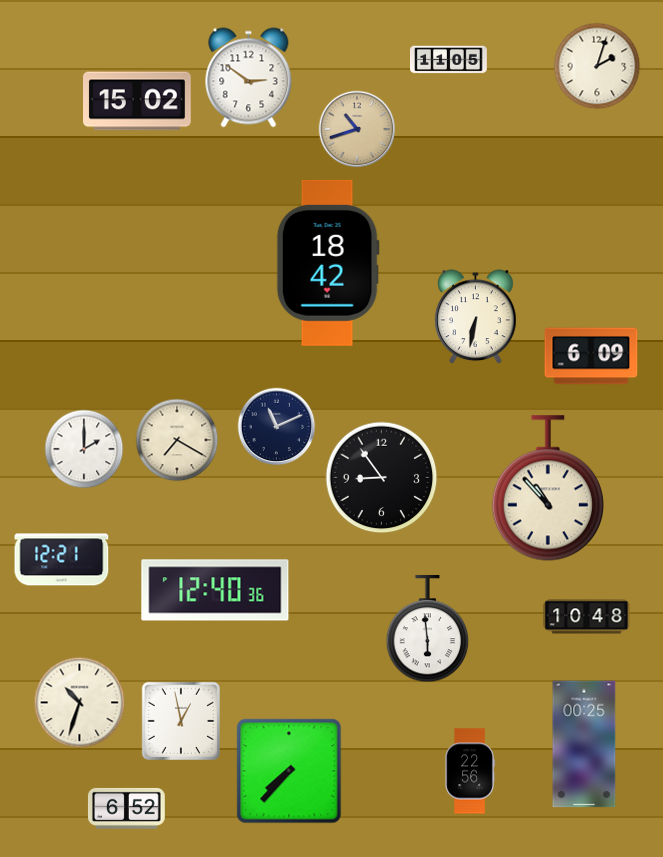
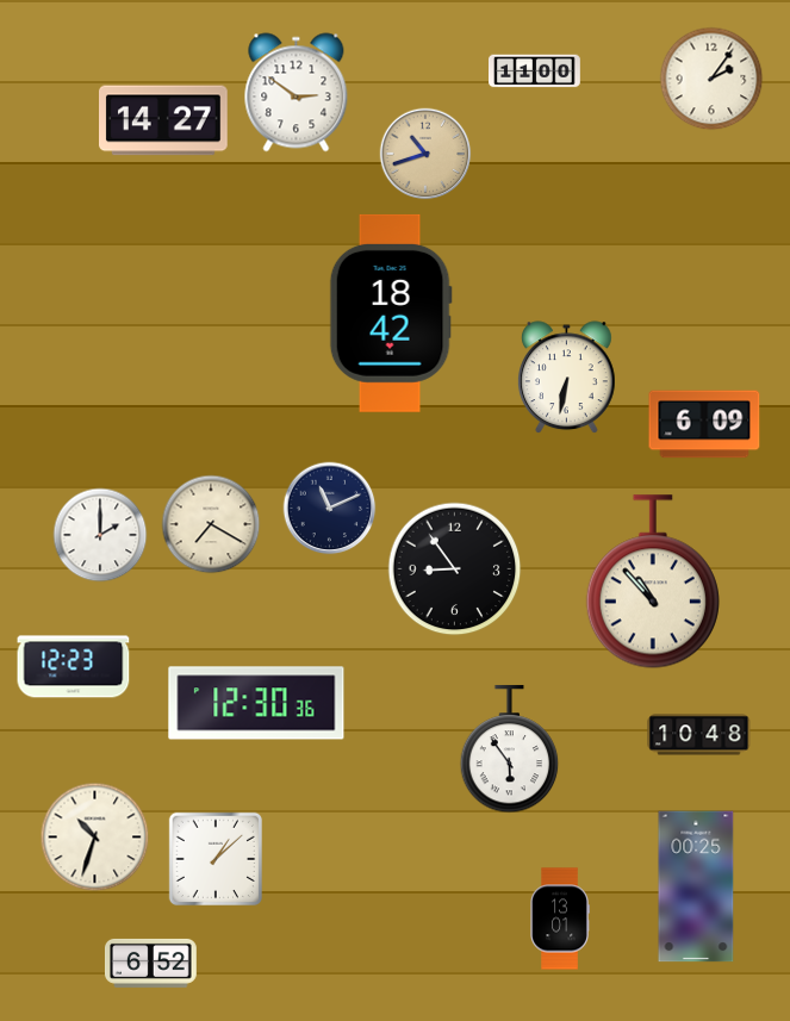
clock at (449, 60): 11:05 -> 11:00
clock at (597, 66): 2:03 -> 2:06
clock at (138, 101): 15:02 -> 14:27
clock at (62, 560): 12:21 -> 12:23
clock at (215, 590): 12:40 -> 12:30
clock at (428, 629): 5:59 -> 5:54
clock at (180, 720): 12:58 -> 1:08
clock at (289, 771): 7:37 -> none
clock at (470, 771): 22:56 -> 13:01
